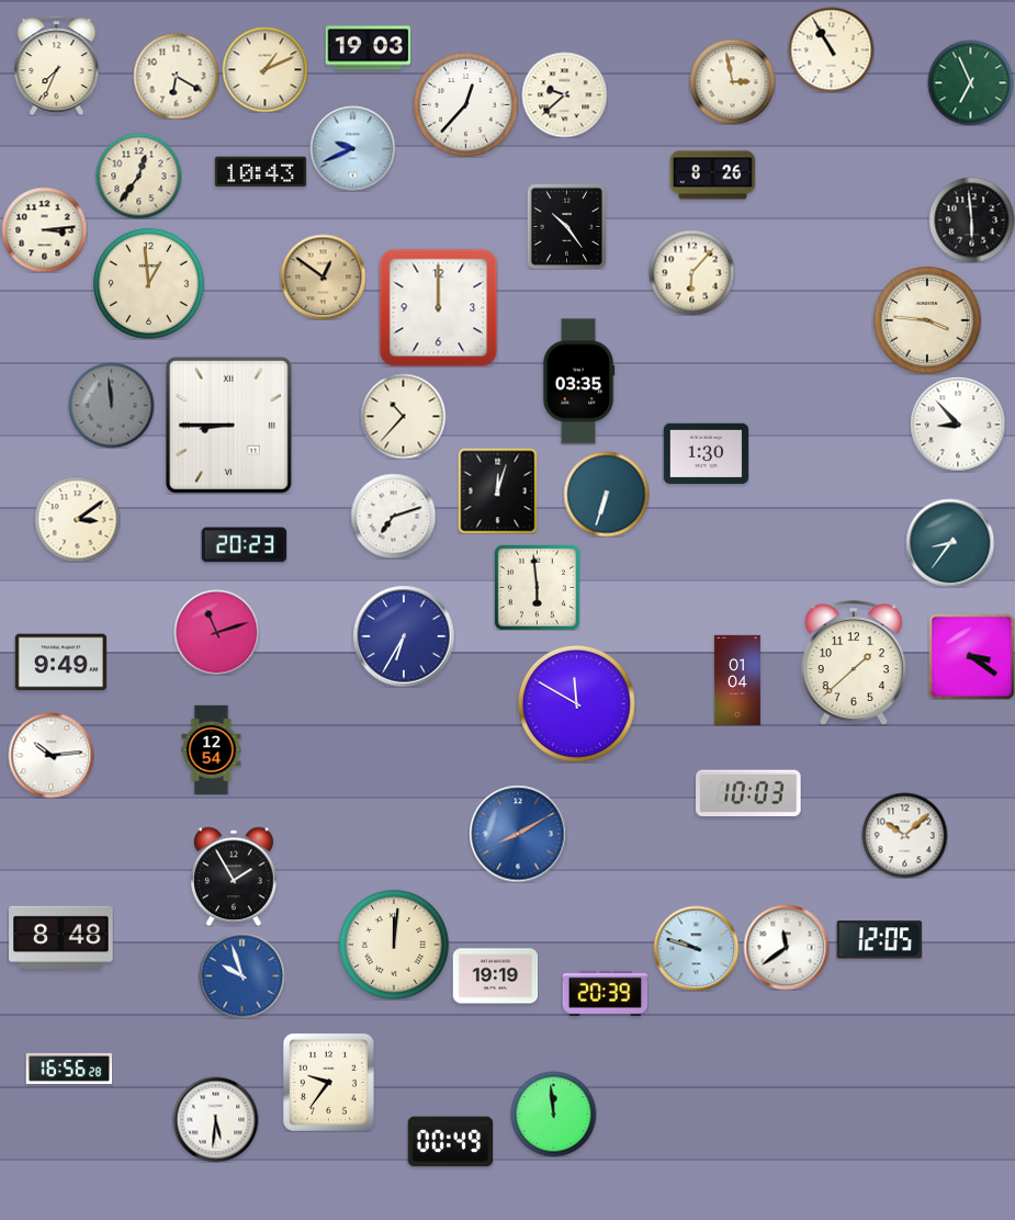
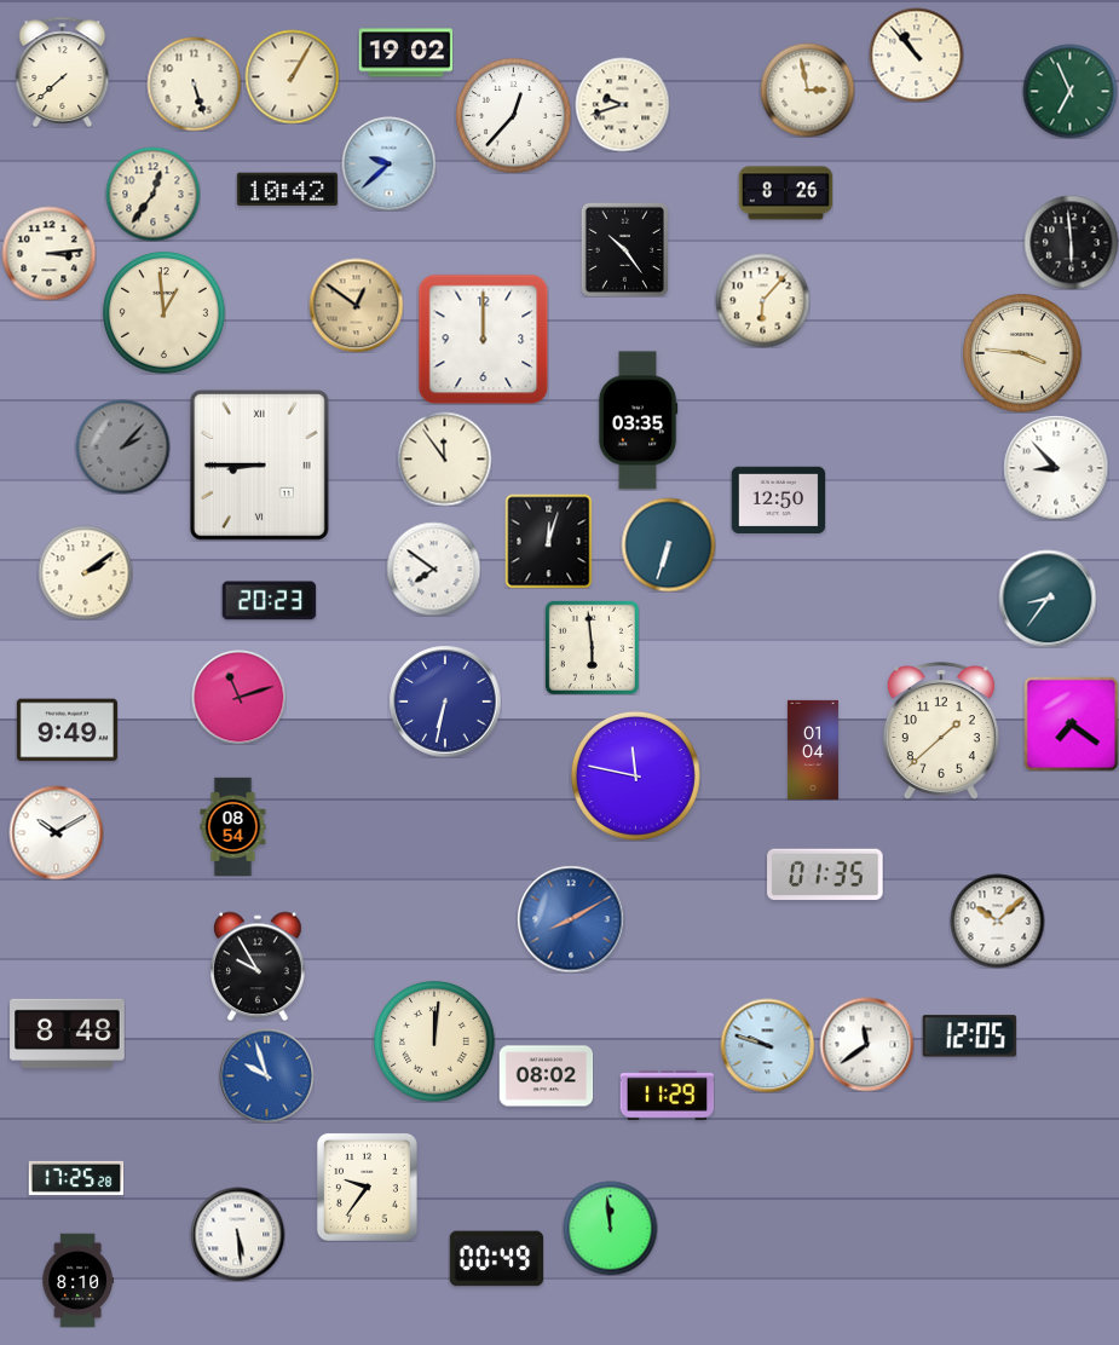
clock at (368, 48): 19:03 -> 19:02
clock at (831, 49): 10:55 -> 10:53
clock at (57, 65): 7:34 -> 7:38
clock at (264, 69): 1:11 -> 1:05
clock at (176, 76): 6:20 -> 5:27
clock at (564, 94): 9:38 -> 9:42
clock at (352, 148): 9:41 -> 9:38
clock at (260, 172): 10:43 -> 10:42
clock at (111, 405): 11:59 -> 2:07
clock at (403, 416): 10:37 -> 11:54
clock at (228, 425) position: (228, 425) -> (259, 464)
clock at (706, 454): 1:30 -> 12:50
clock at (393, 516): 7:12 -> 7:51
clock at (77, 519): 3:09 -> 2:09
clock at (404, 636): 6:35 -> 6:32
clock at (971, 656): 3:21 -> 7:21
clock at (576, 703): 11:50 -> 11:47
clock at (212, 749): 12:54 -> 08:54
clock at (50, 755): 10:14 -> 10:10
clock at (748, 793): 10:03 -> 01:35
clock at (235, 877): 1:55 -> 9:55
clock at (495, 976): 19:19 -> 08:02
clock at (605, 993): 20:39 -> 11:29
clock at (69, 1069): 16:56 -> 17:25
clock at (328, 1082) position: (328, 1082) -> (367, 1187)
clock at (215, 1119): 5:31 -> 5:29
clock at (77, 1280): none -> 8:10
